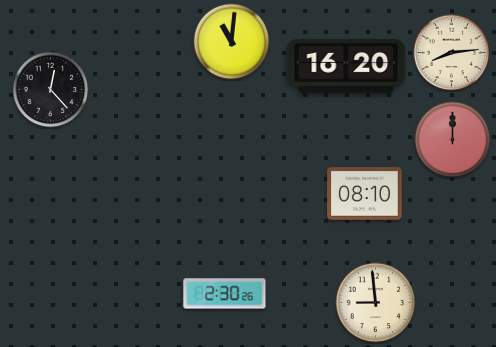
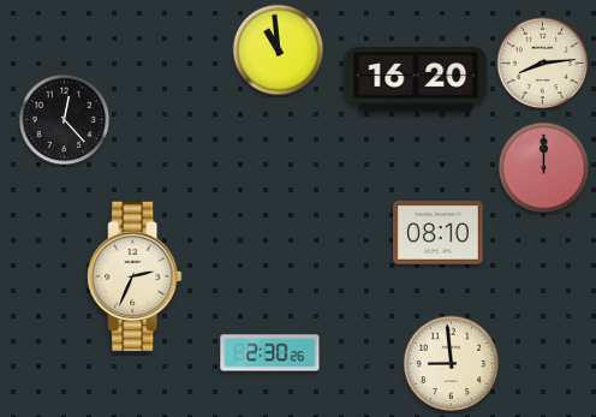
clock at (232, 42): 11:01 -> 10:59
clock at (51, 90) position: (51, 90) -> (65, 120)
clock at (135, 276): none -> 2:34
